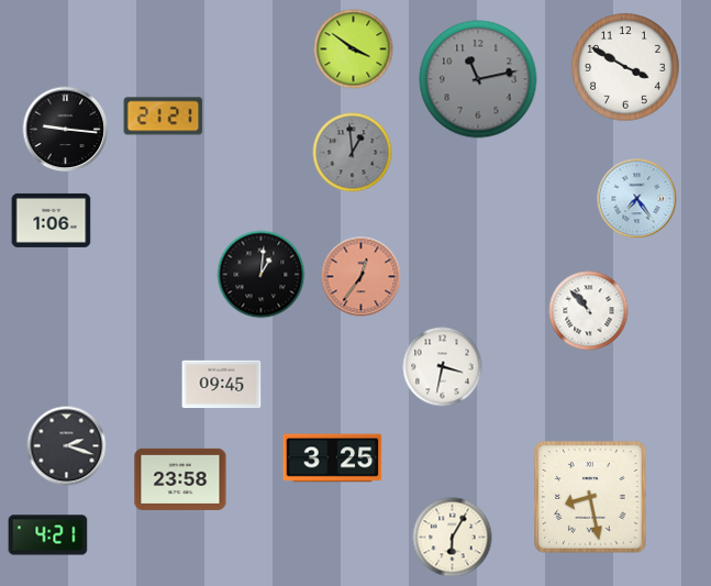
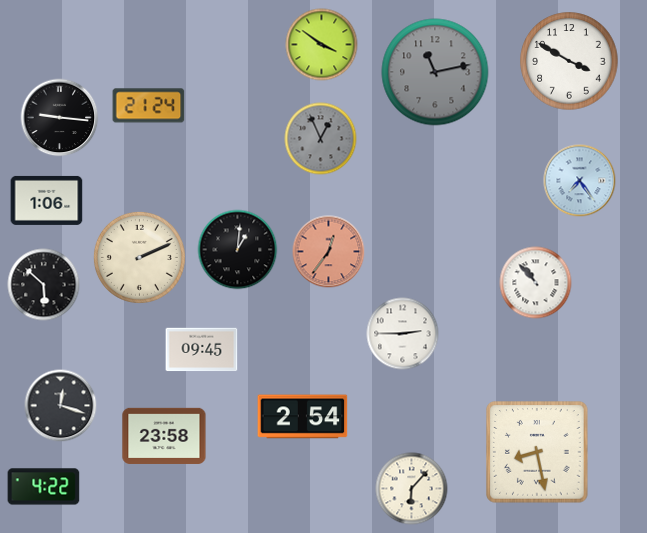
clock at (164, 117): 21:21 -> 21:24
clock at (353, 153): 12:59 -> 12:56
clock at (139, 257): none -> 2:11
clock at (44, 285): none -> 5:52
clock at (443, 367): 3:32 -> 2:45
clock at (67, 446): 2:18 -> 12:18
clock at (333, 458): 3:25 -> 2:54
clock at (48, 535): 4:21 -> 4:22
clock at (453, 538): 6:05 -> 6:07
